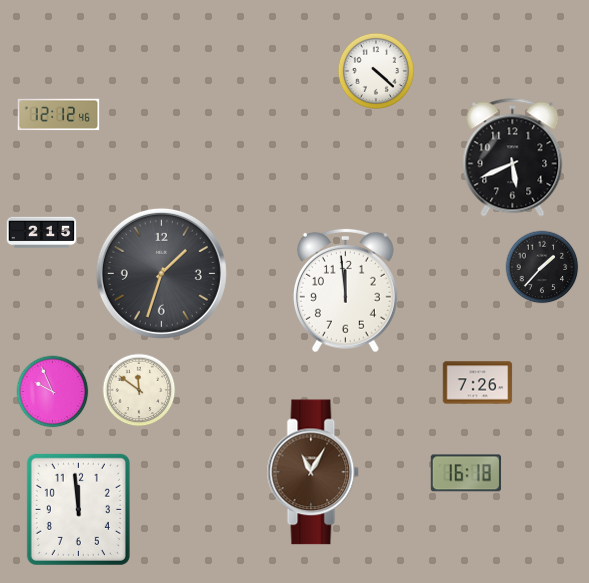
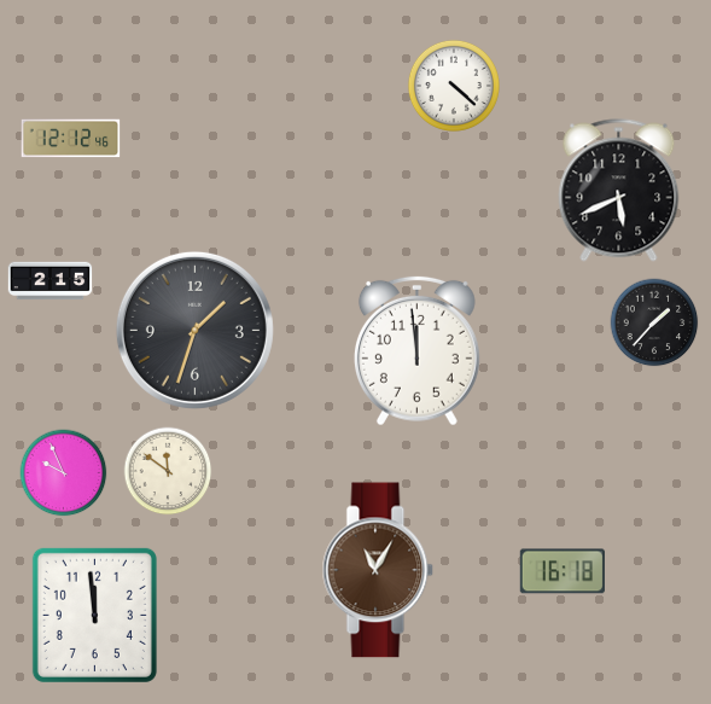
clock at (478, 383): 7:26 -> none
